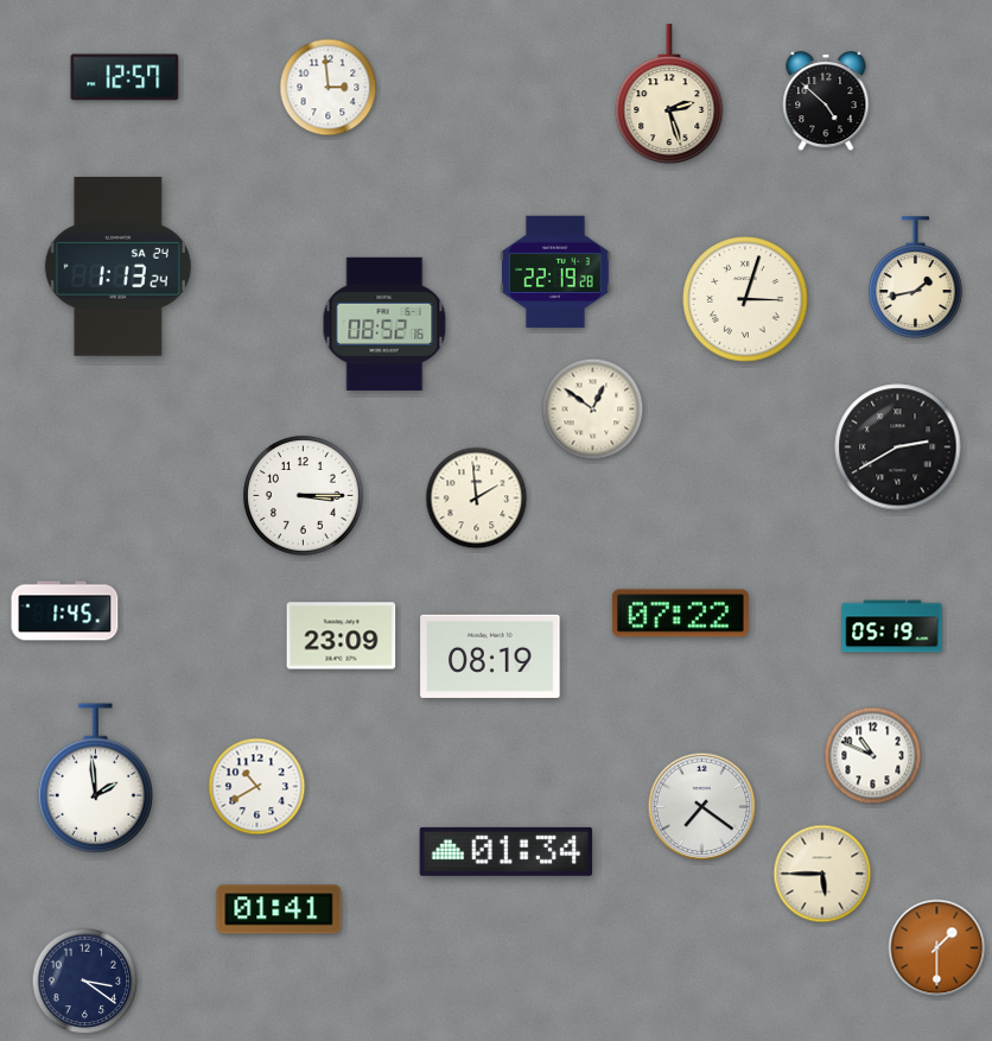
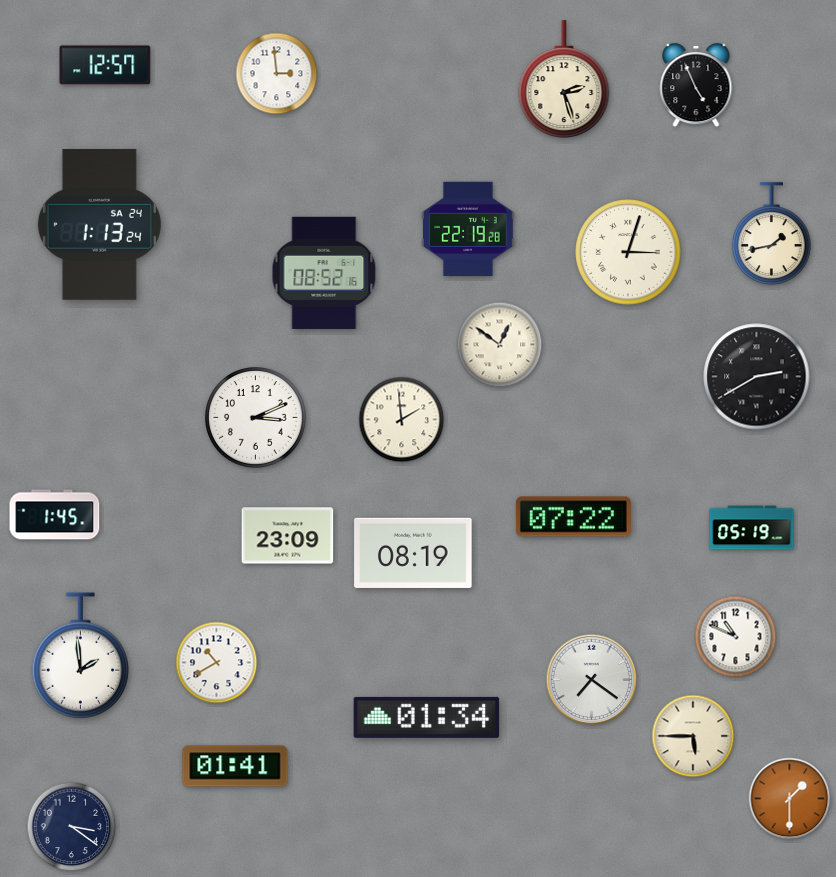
clock at (826, 101): 4:52 -> 4:56
clock at (304, 496): 3:15 -> 3:11
